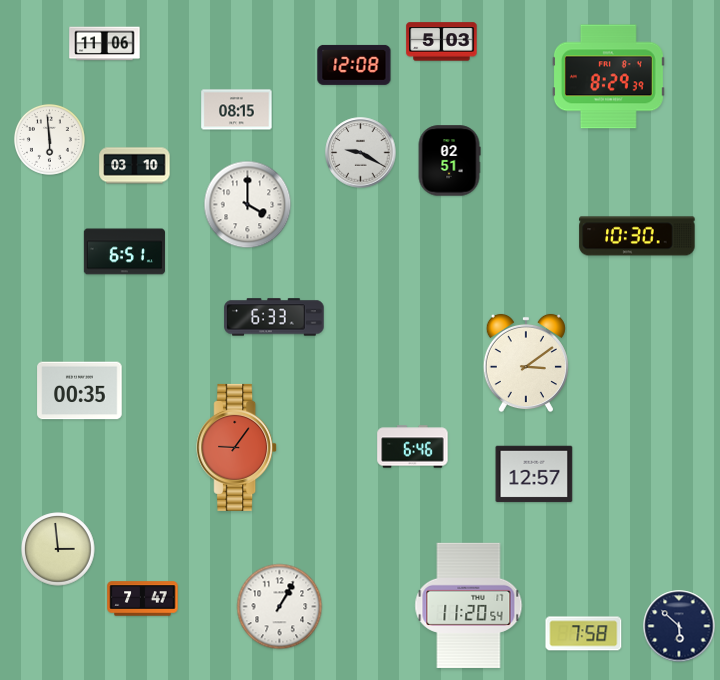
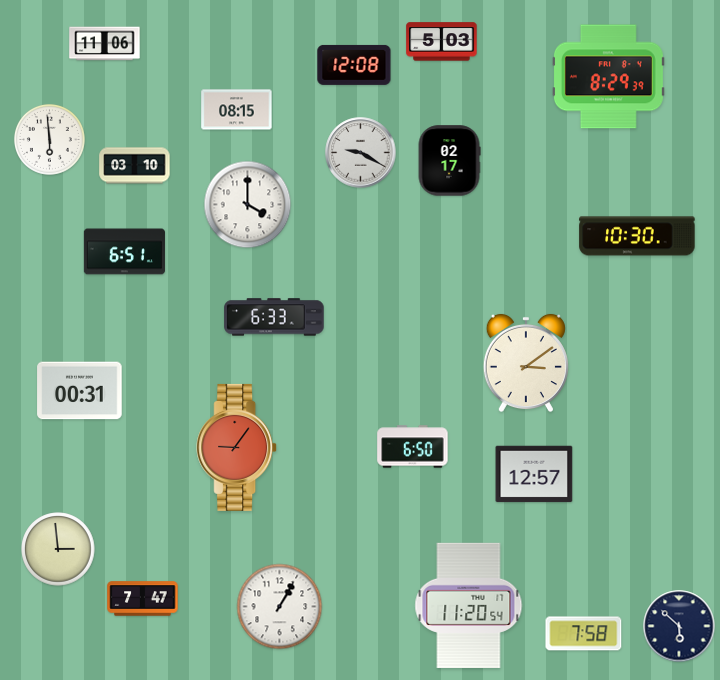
clock at (449, 161): 02:51 -> 02:17
clock at (80, 391): 00:35 -> 00:31
clock at (413, 447): 6:46 -> 6:50
